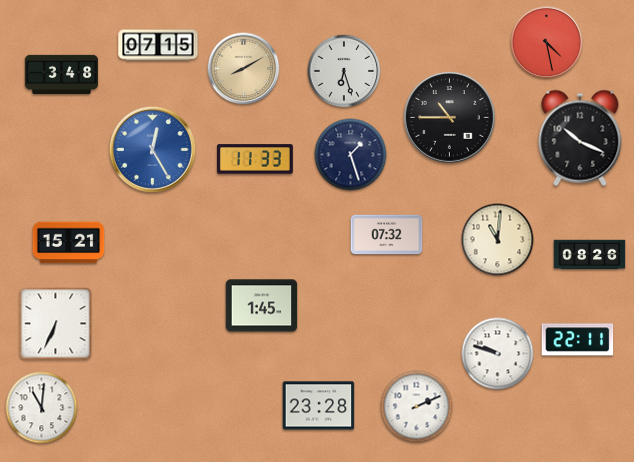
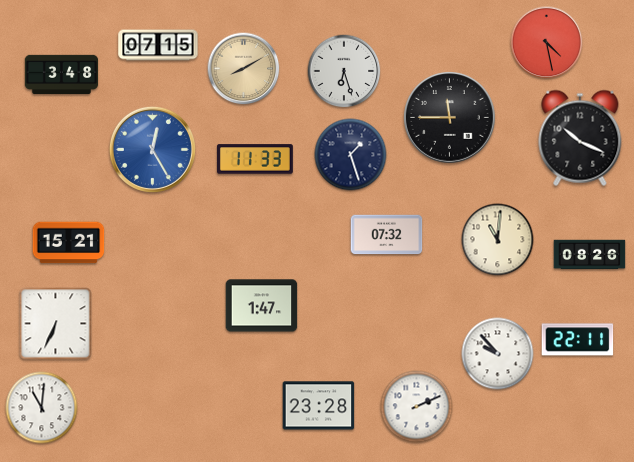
clock at (450, 118): 10:45 -> 11:45
clock at (262, 306): 1:45 -> 1:47
clock at (498, 354): 9:48 -> 9:53
